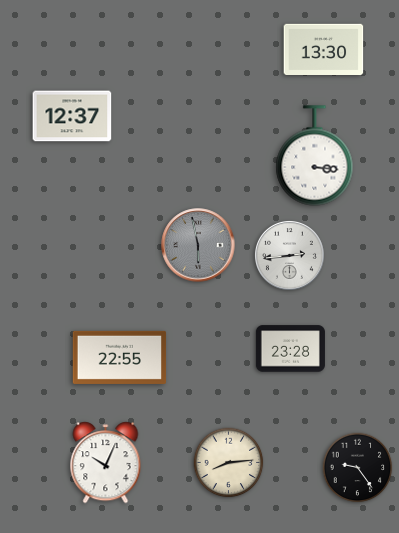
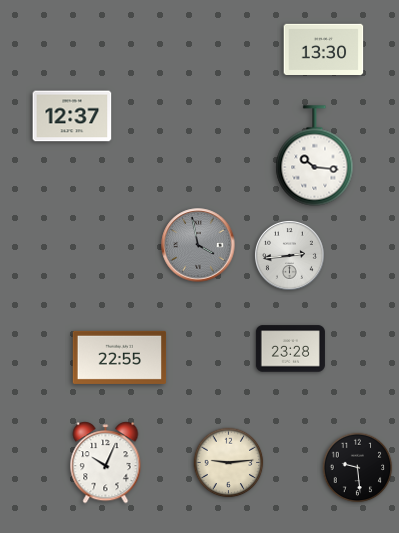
clock at (315, 156): 3:16 -> 10:16
clock at (198, 245): 5:58 -> 3:58
clock at (229, 463): 8:14 -> 9:14
clock at (358, 468): 9:24 -> 9:29
